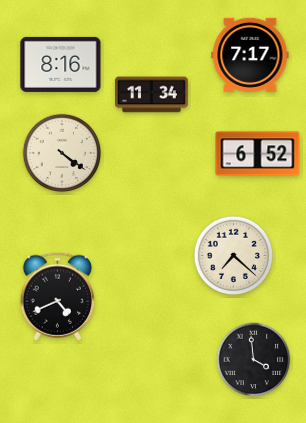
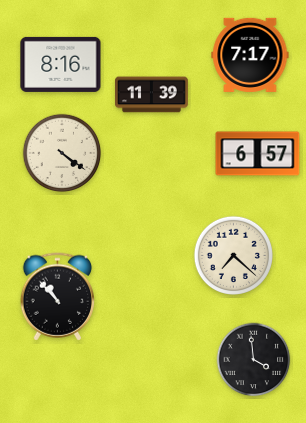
clock at (152, 95): 11:34 -> 11:39
clock at (258, 154): 6:52 -> 6:57
clock at (58, 297): 4:41 -> 10:53
